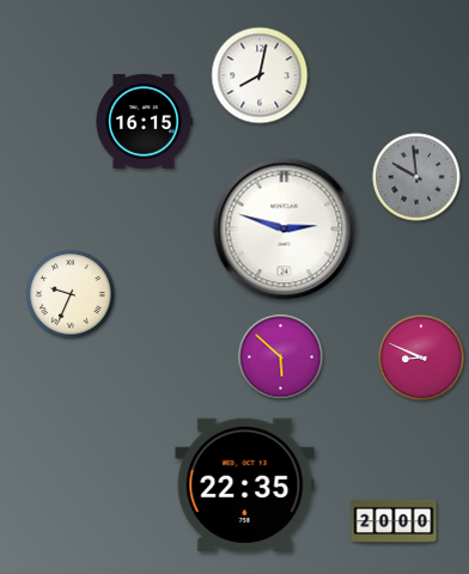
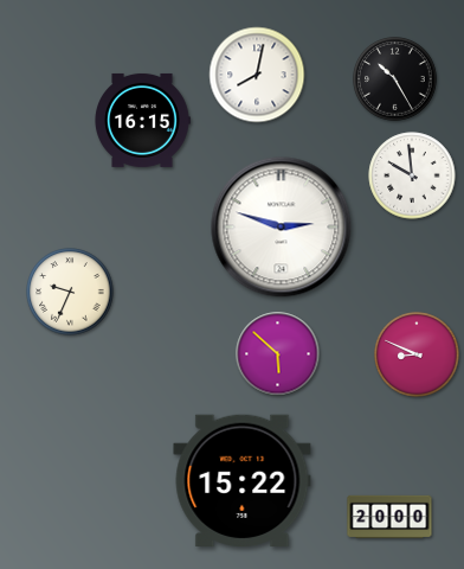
clock at (395, 79): none -> 10:25
clock at (416, 177) dial: grey -> white
clock at (245, 484): 22:35 -> 15:22
